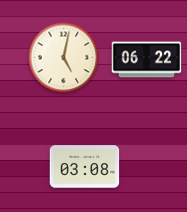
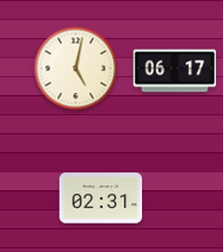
clock at (147, 60): 06:22 -> 06:17
clock at (85, 167): 03:08 -> 02:31
